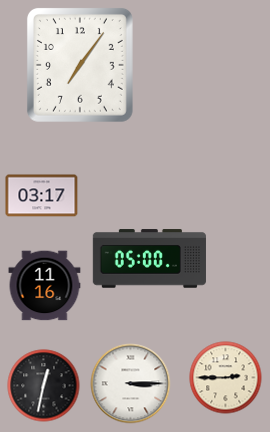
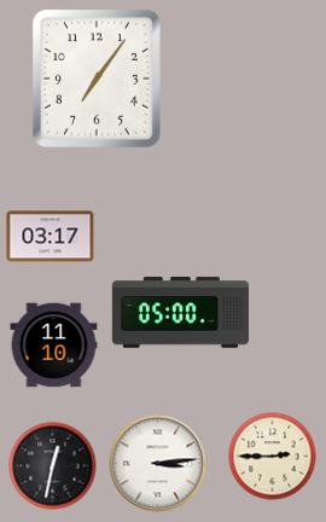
clock at (45, 286): 11:16 -> 11:10
clock at (131, 384): 3:15 -> 3:14
